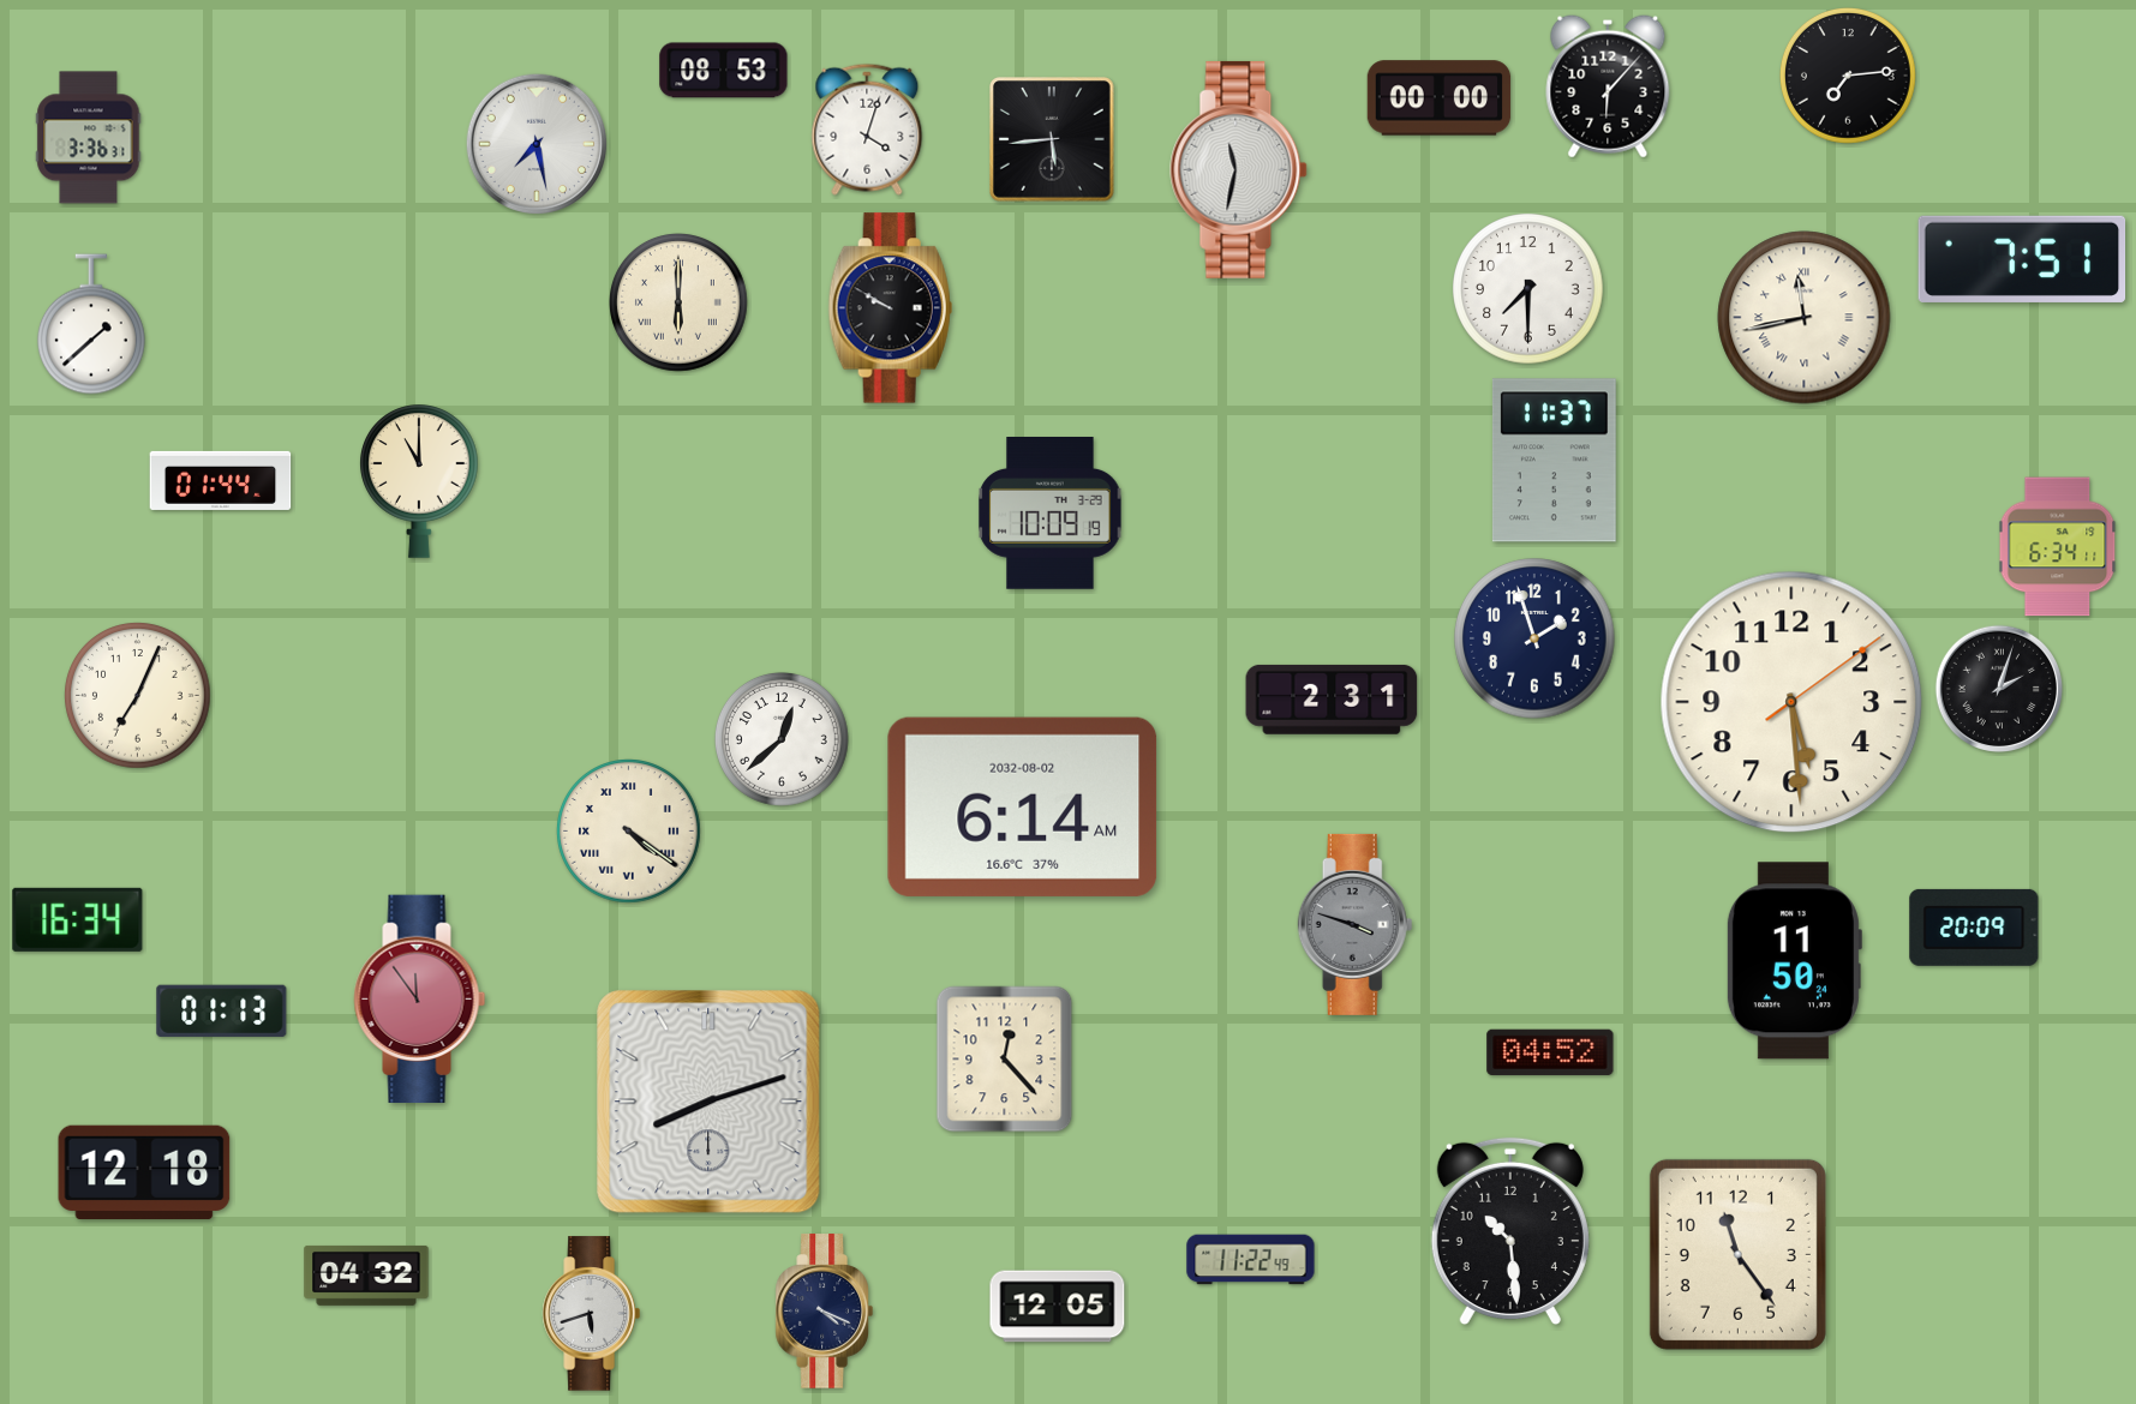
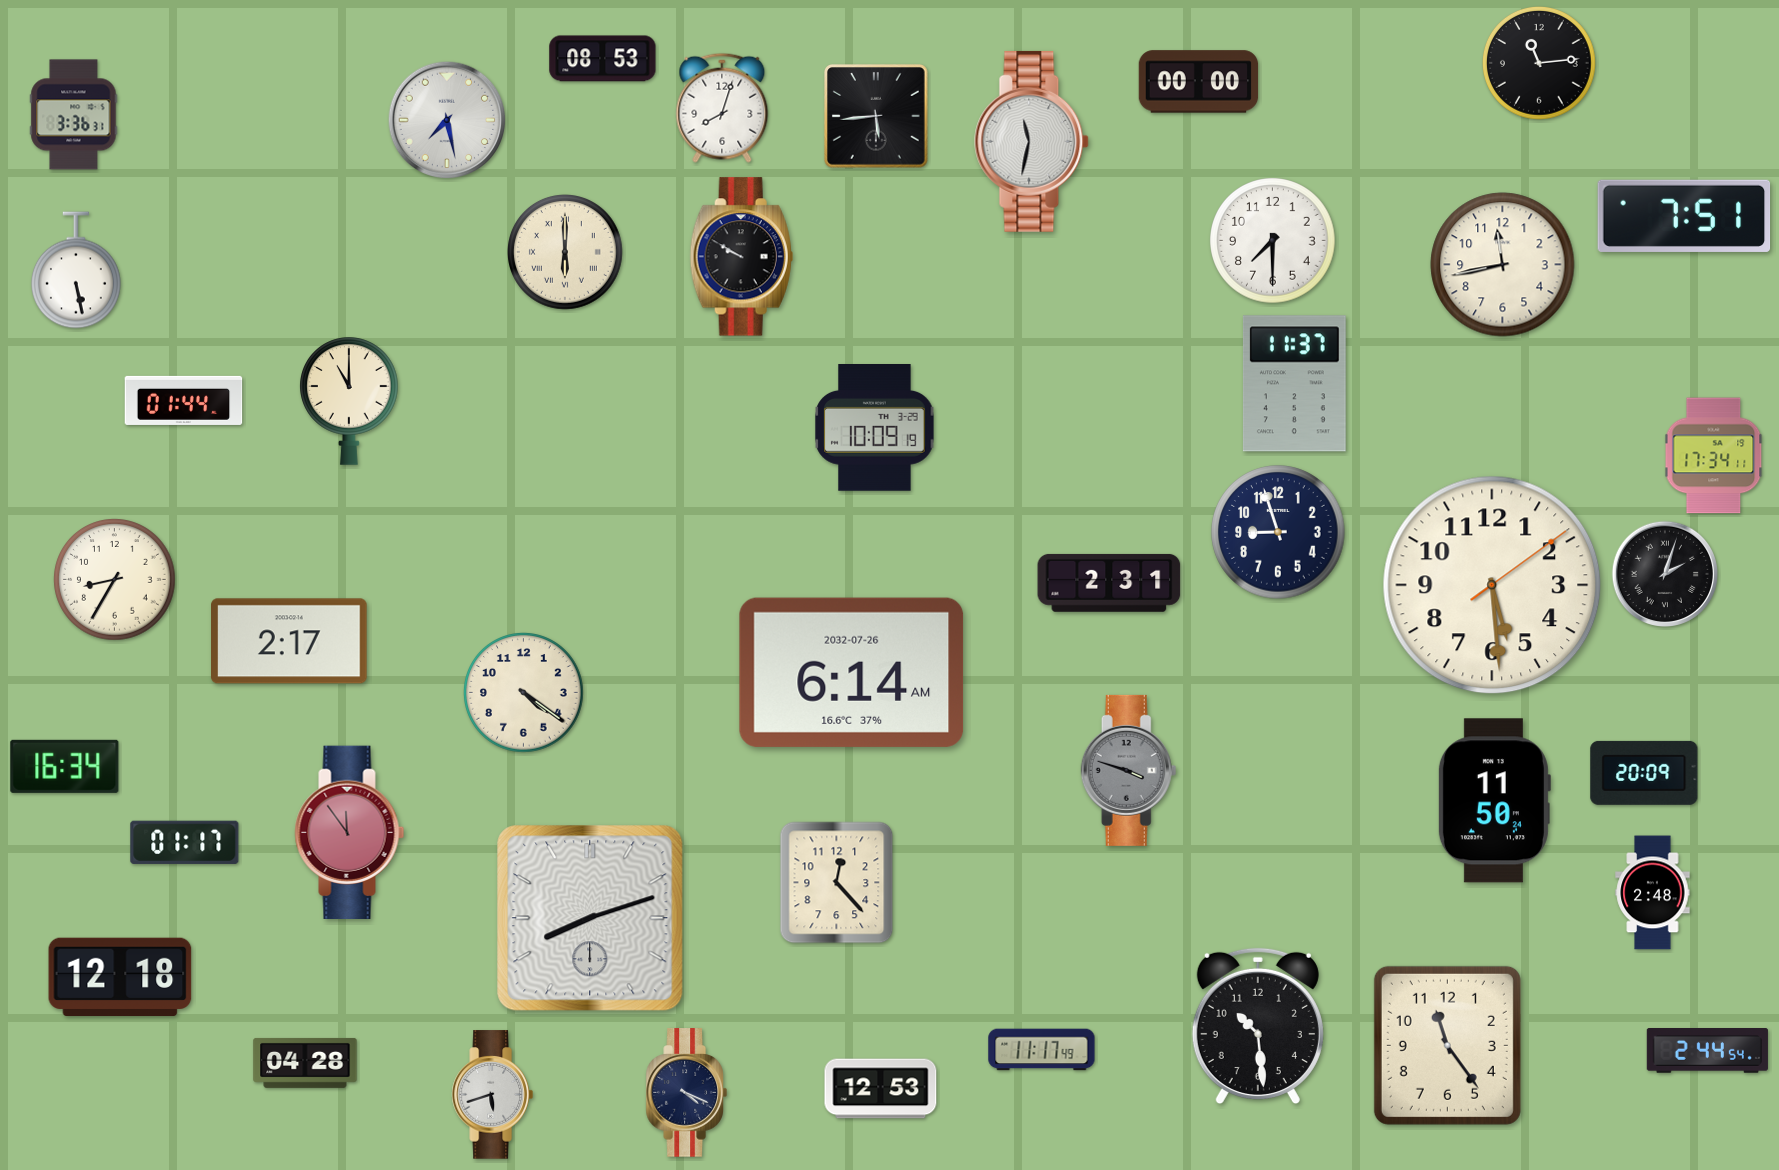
clock at (1849, 77): 7:14 -> 11:14
clock at (1608, 86): 6:07 -> none
clock at (867, 130): 4:03 -> 8:03
clock at (1805, 318) numerals: Roman -> Arabic
clock at (91, 324): 1:38 -> 5:28
clock at (2058, 547): 6:34 -> 17:34
clock at (1534, 638): 1:57 -> 8:57
clock at (138, 696): 7:04 -> 8:35
clock at (782, 739): 12:38 -> none
clock at (290, 641): none -> 2:17
clock at (1023, 806) date: 2032-08-02 -> 2032-07-26
clock at (629, 832) numerals: Roman -> Arabic
clock at (222, 1010): 01:13 -> 01:17
clock at (1550, 1052): 04:52 -> none
clock at (1653, 893): none -> 2:48
clock at (1251, 1260): 11:22 -> 11:17
clock at (1707, 1051): none -> 2:44
clock at (366, 1276): 04:32 -> 04:28
clock at (1058, 1307): 12:05 -> 12:53
